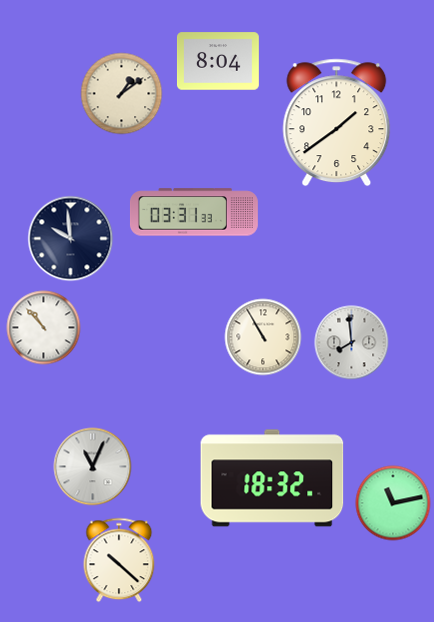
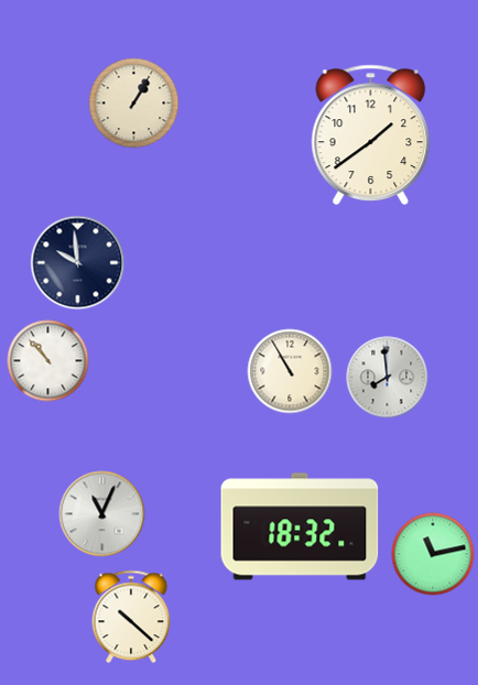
clock at (218, 61): 8:04 -> none
clock at (122, 94): 1:09 -> 1:05
clock at (194, 212): 03:31 -> none
